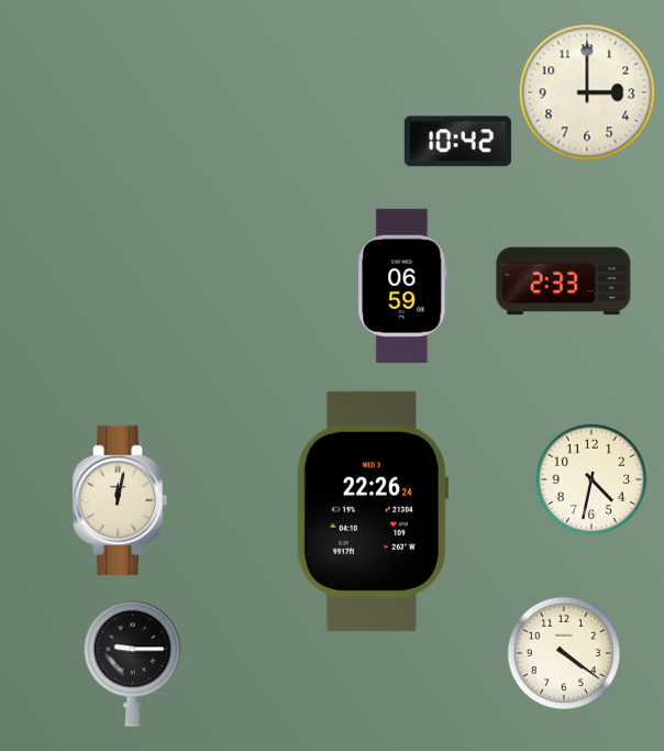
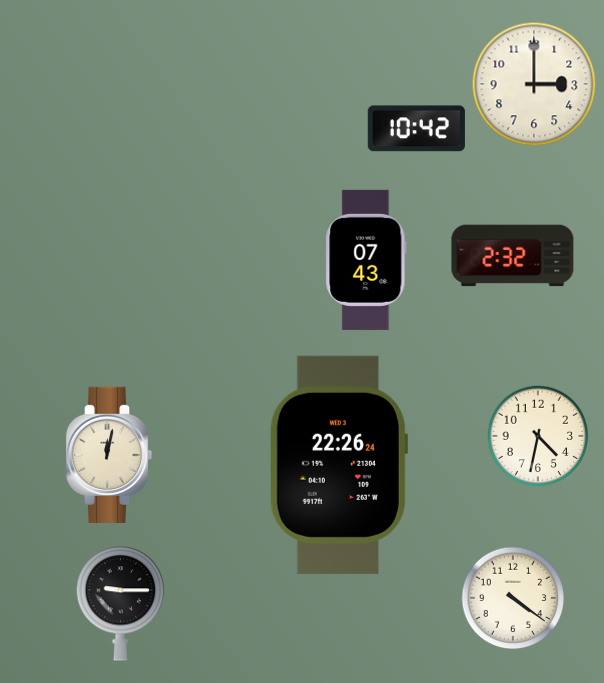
clock at (564, 281): 2:33 -> 2:32
clock at (402, 286): 06:59 -> 07:43
clock at (564, 653) position: (564, 653) -> (513, 598)
